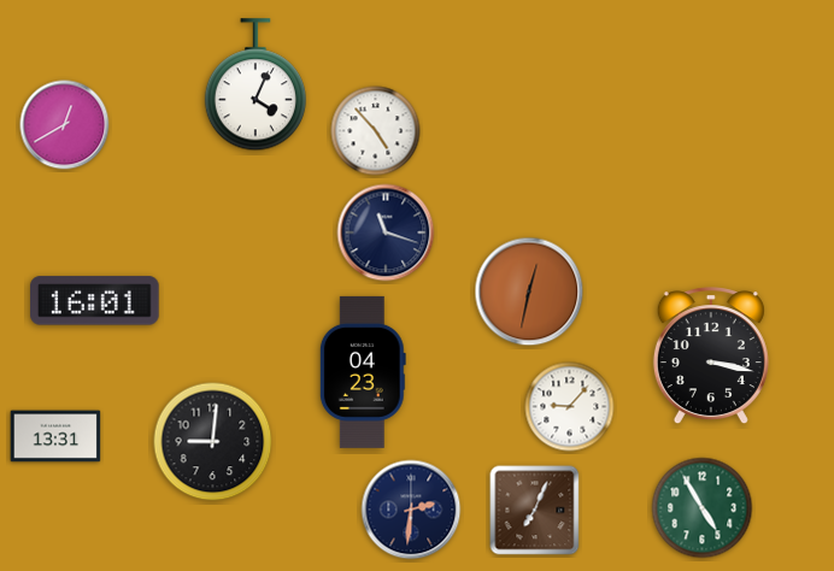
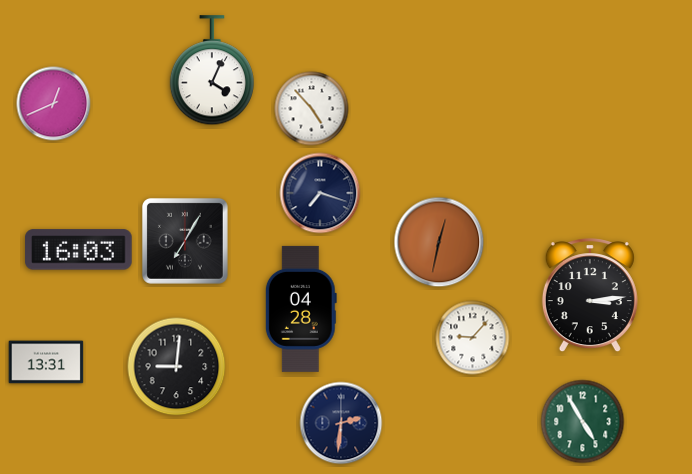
clock at (65, 125): 12:40 -> 12:41
clock at (386, 232): 11:18 -> 7:18
clock at (185, 241): none -> 7:05
clock at (95, 301): 16:01 -> 16:03
clock at (711, 357): 3:17 -> 3:14
clock at (363, 372): 04:23 -> 04:28
clock at (535, 511): 7:04 -> none
